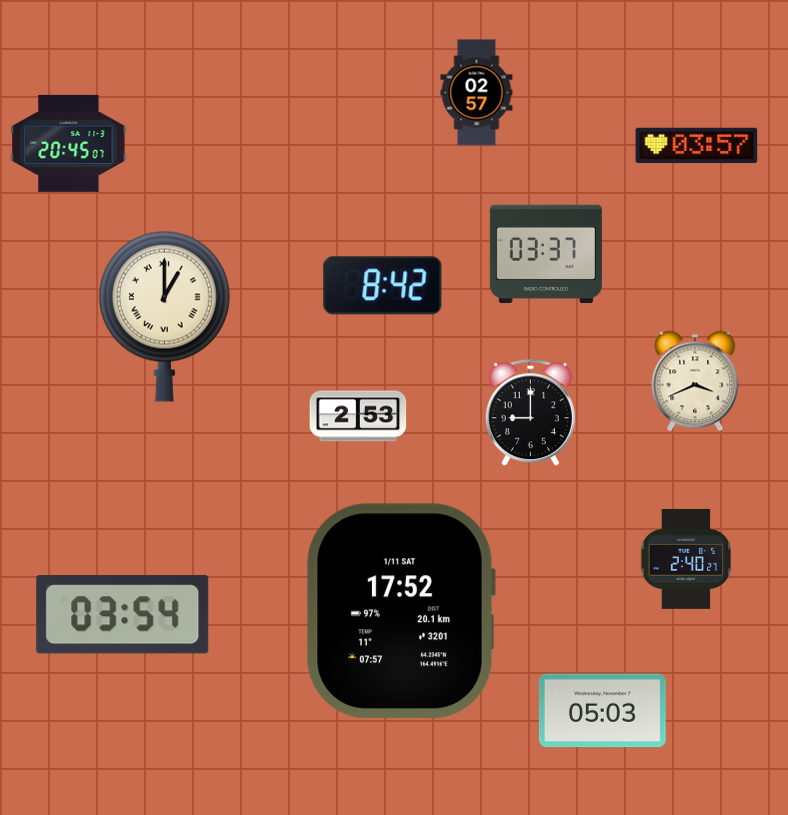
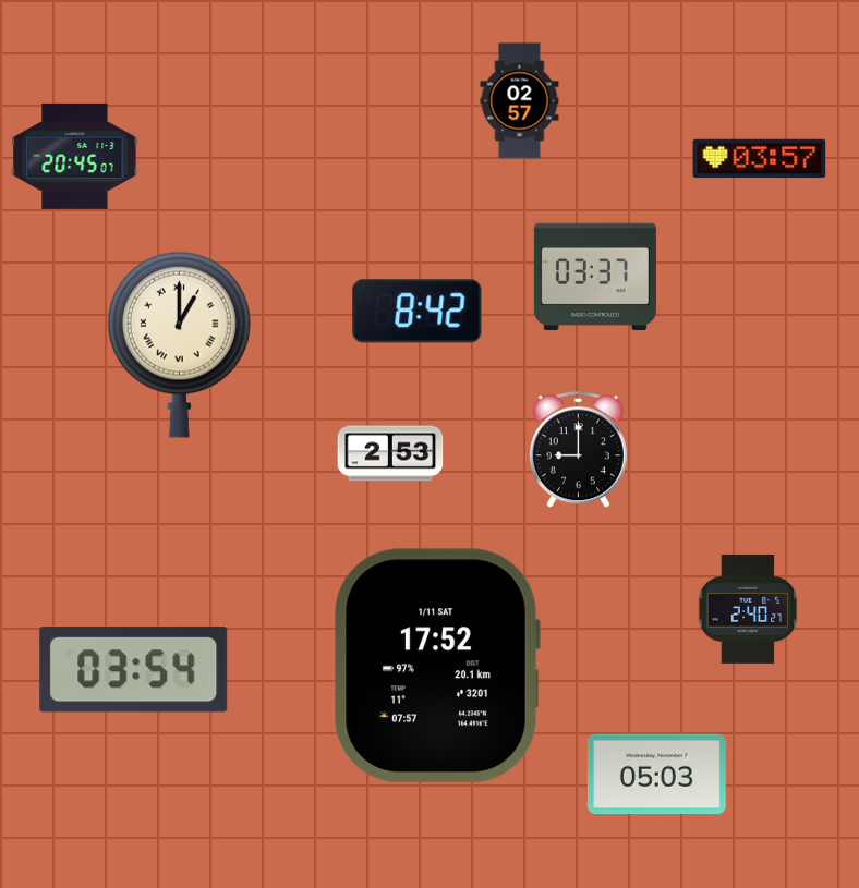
clock at (695, 381): 3:41 -> none
